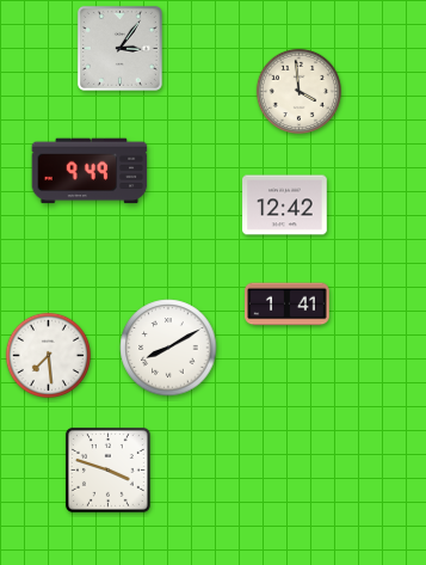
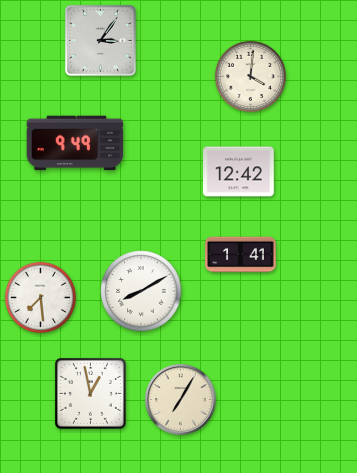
clock at (298, 91): 3:59 -> 4:01
clock at (107, 469): 3:48 -> 12:58
clock at (181, 400): none -> 7:05
